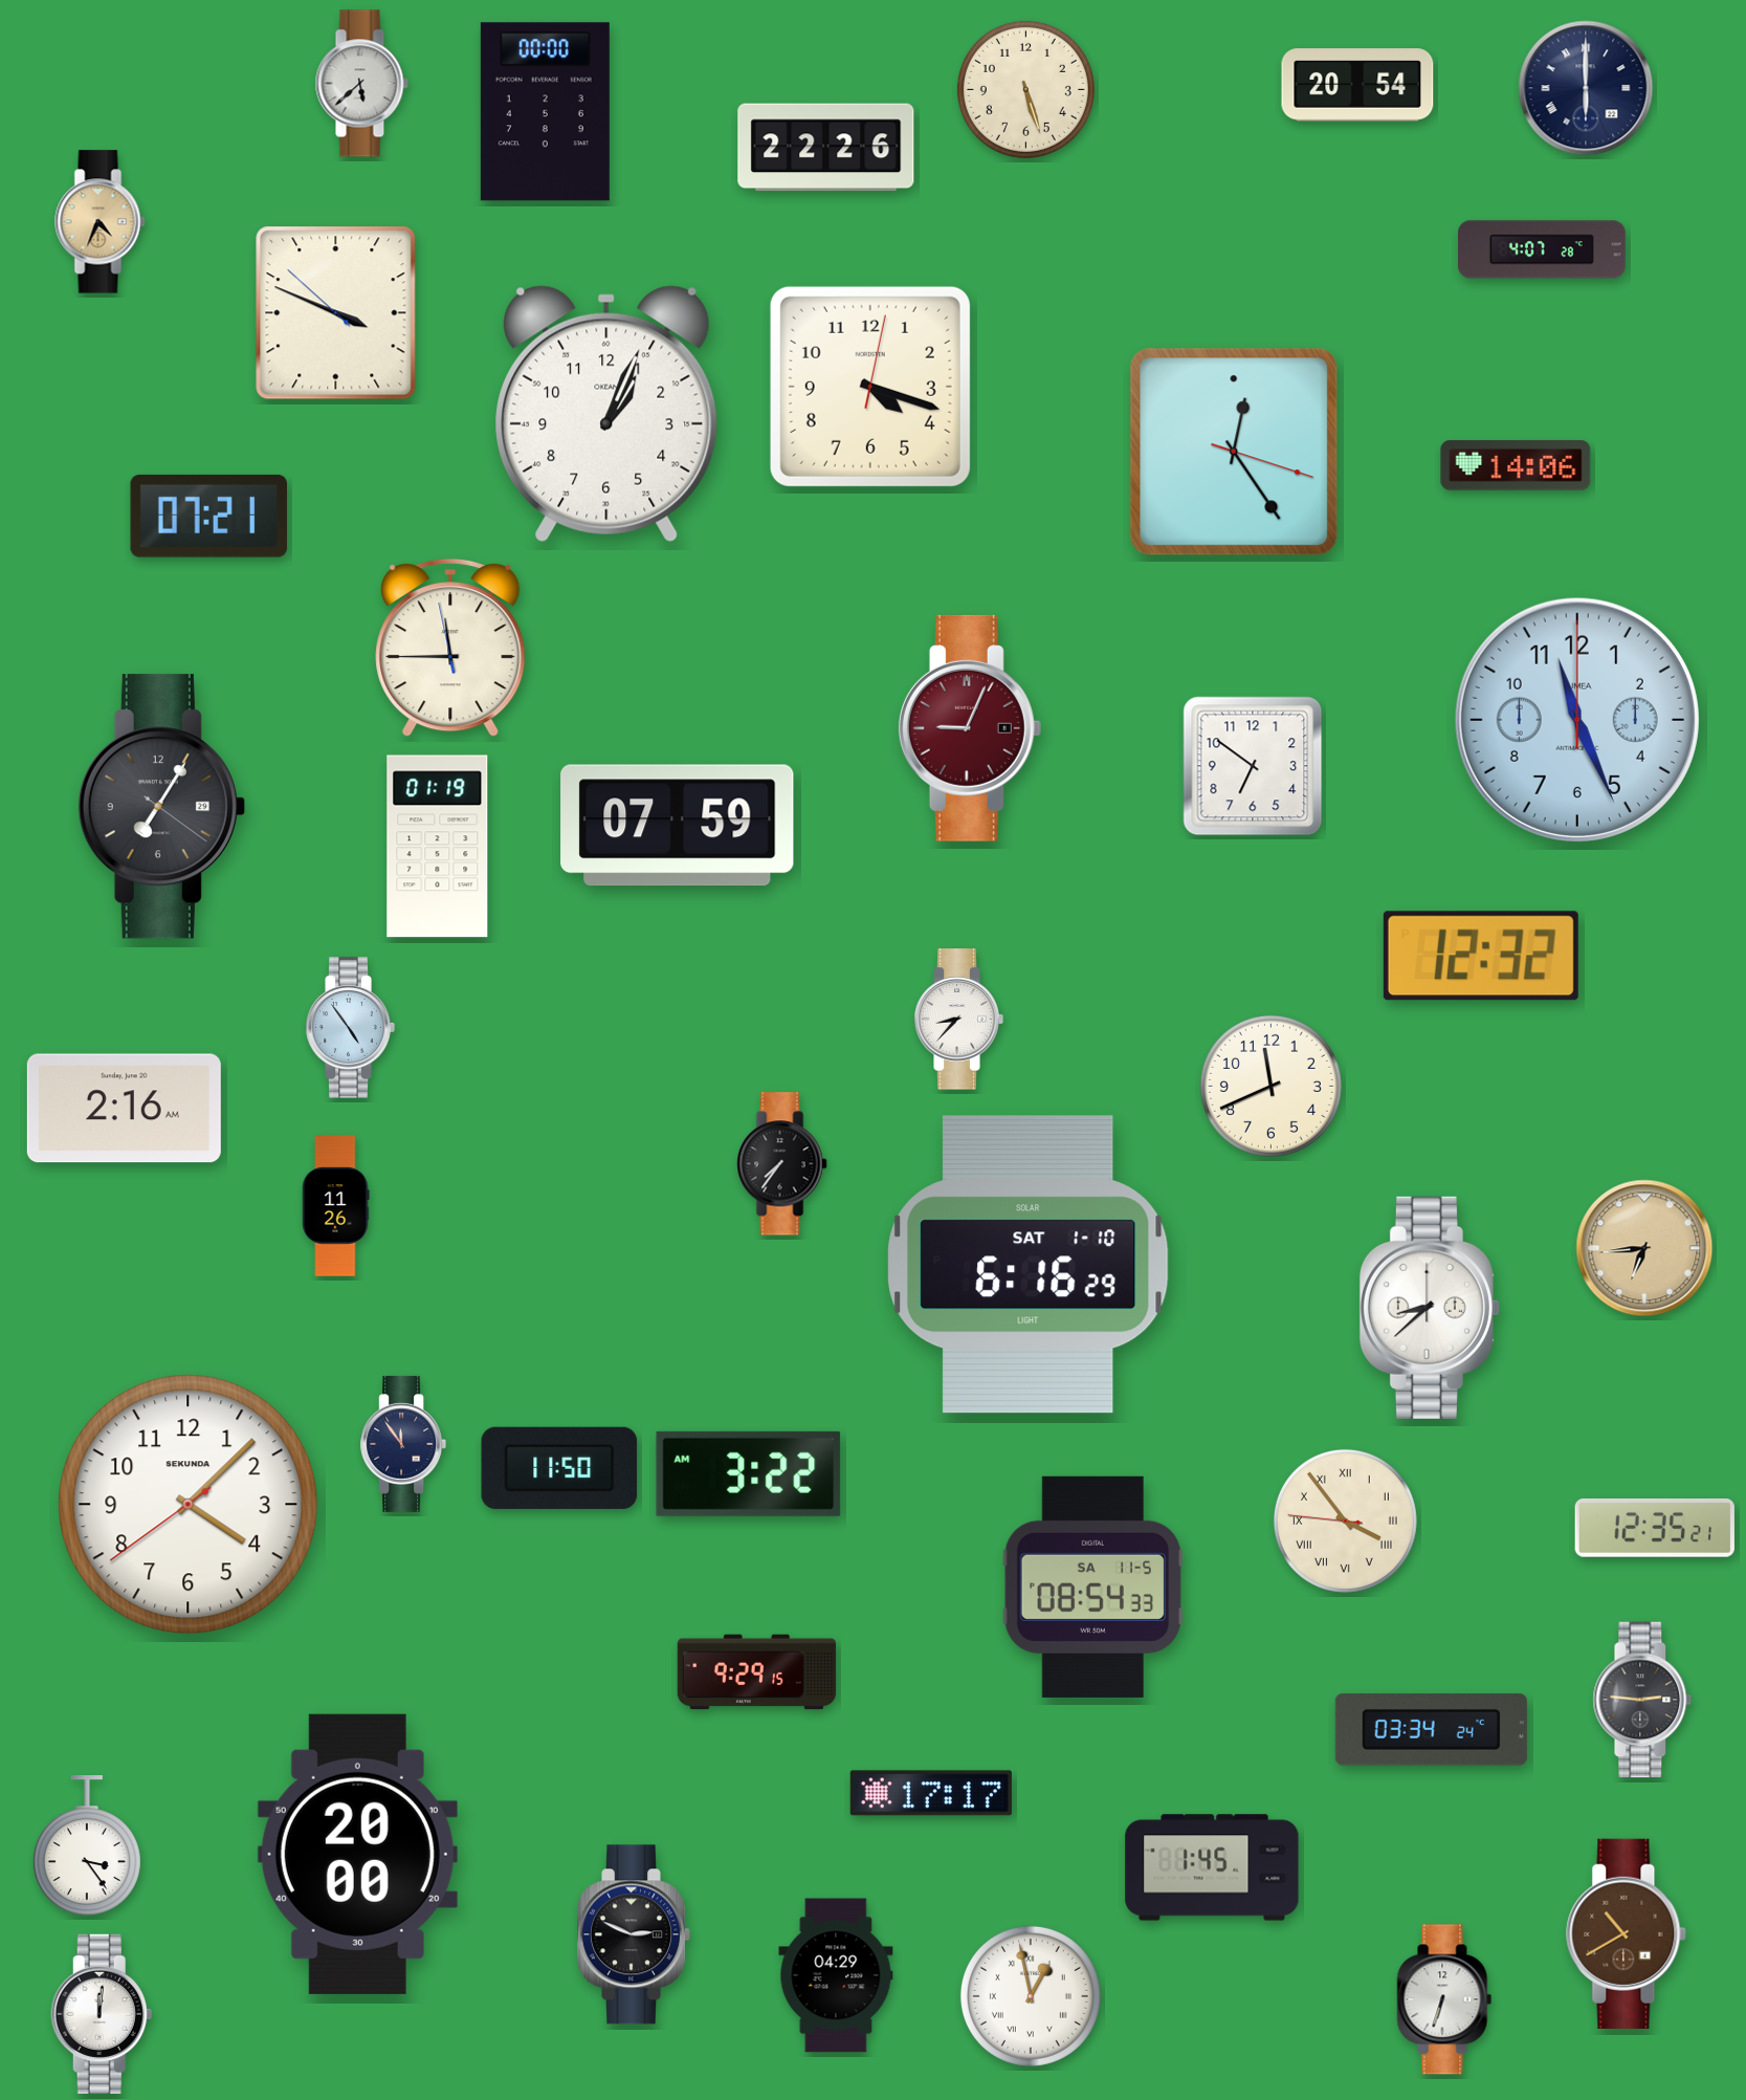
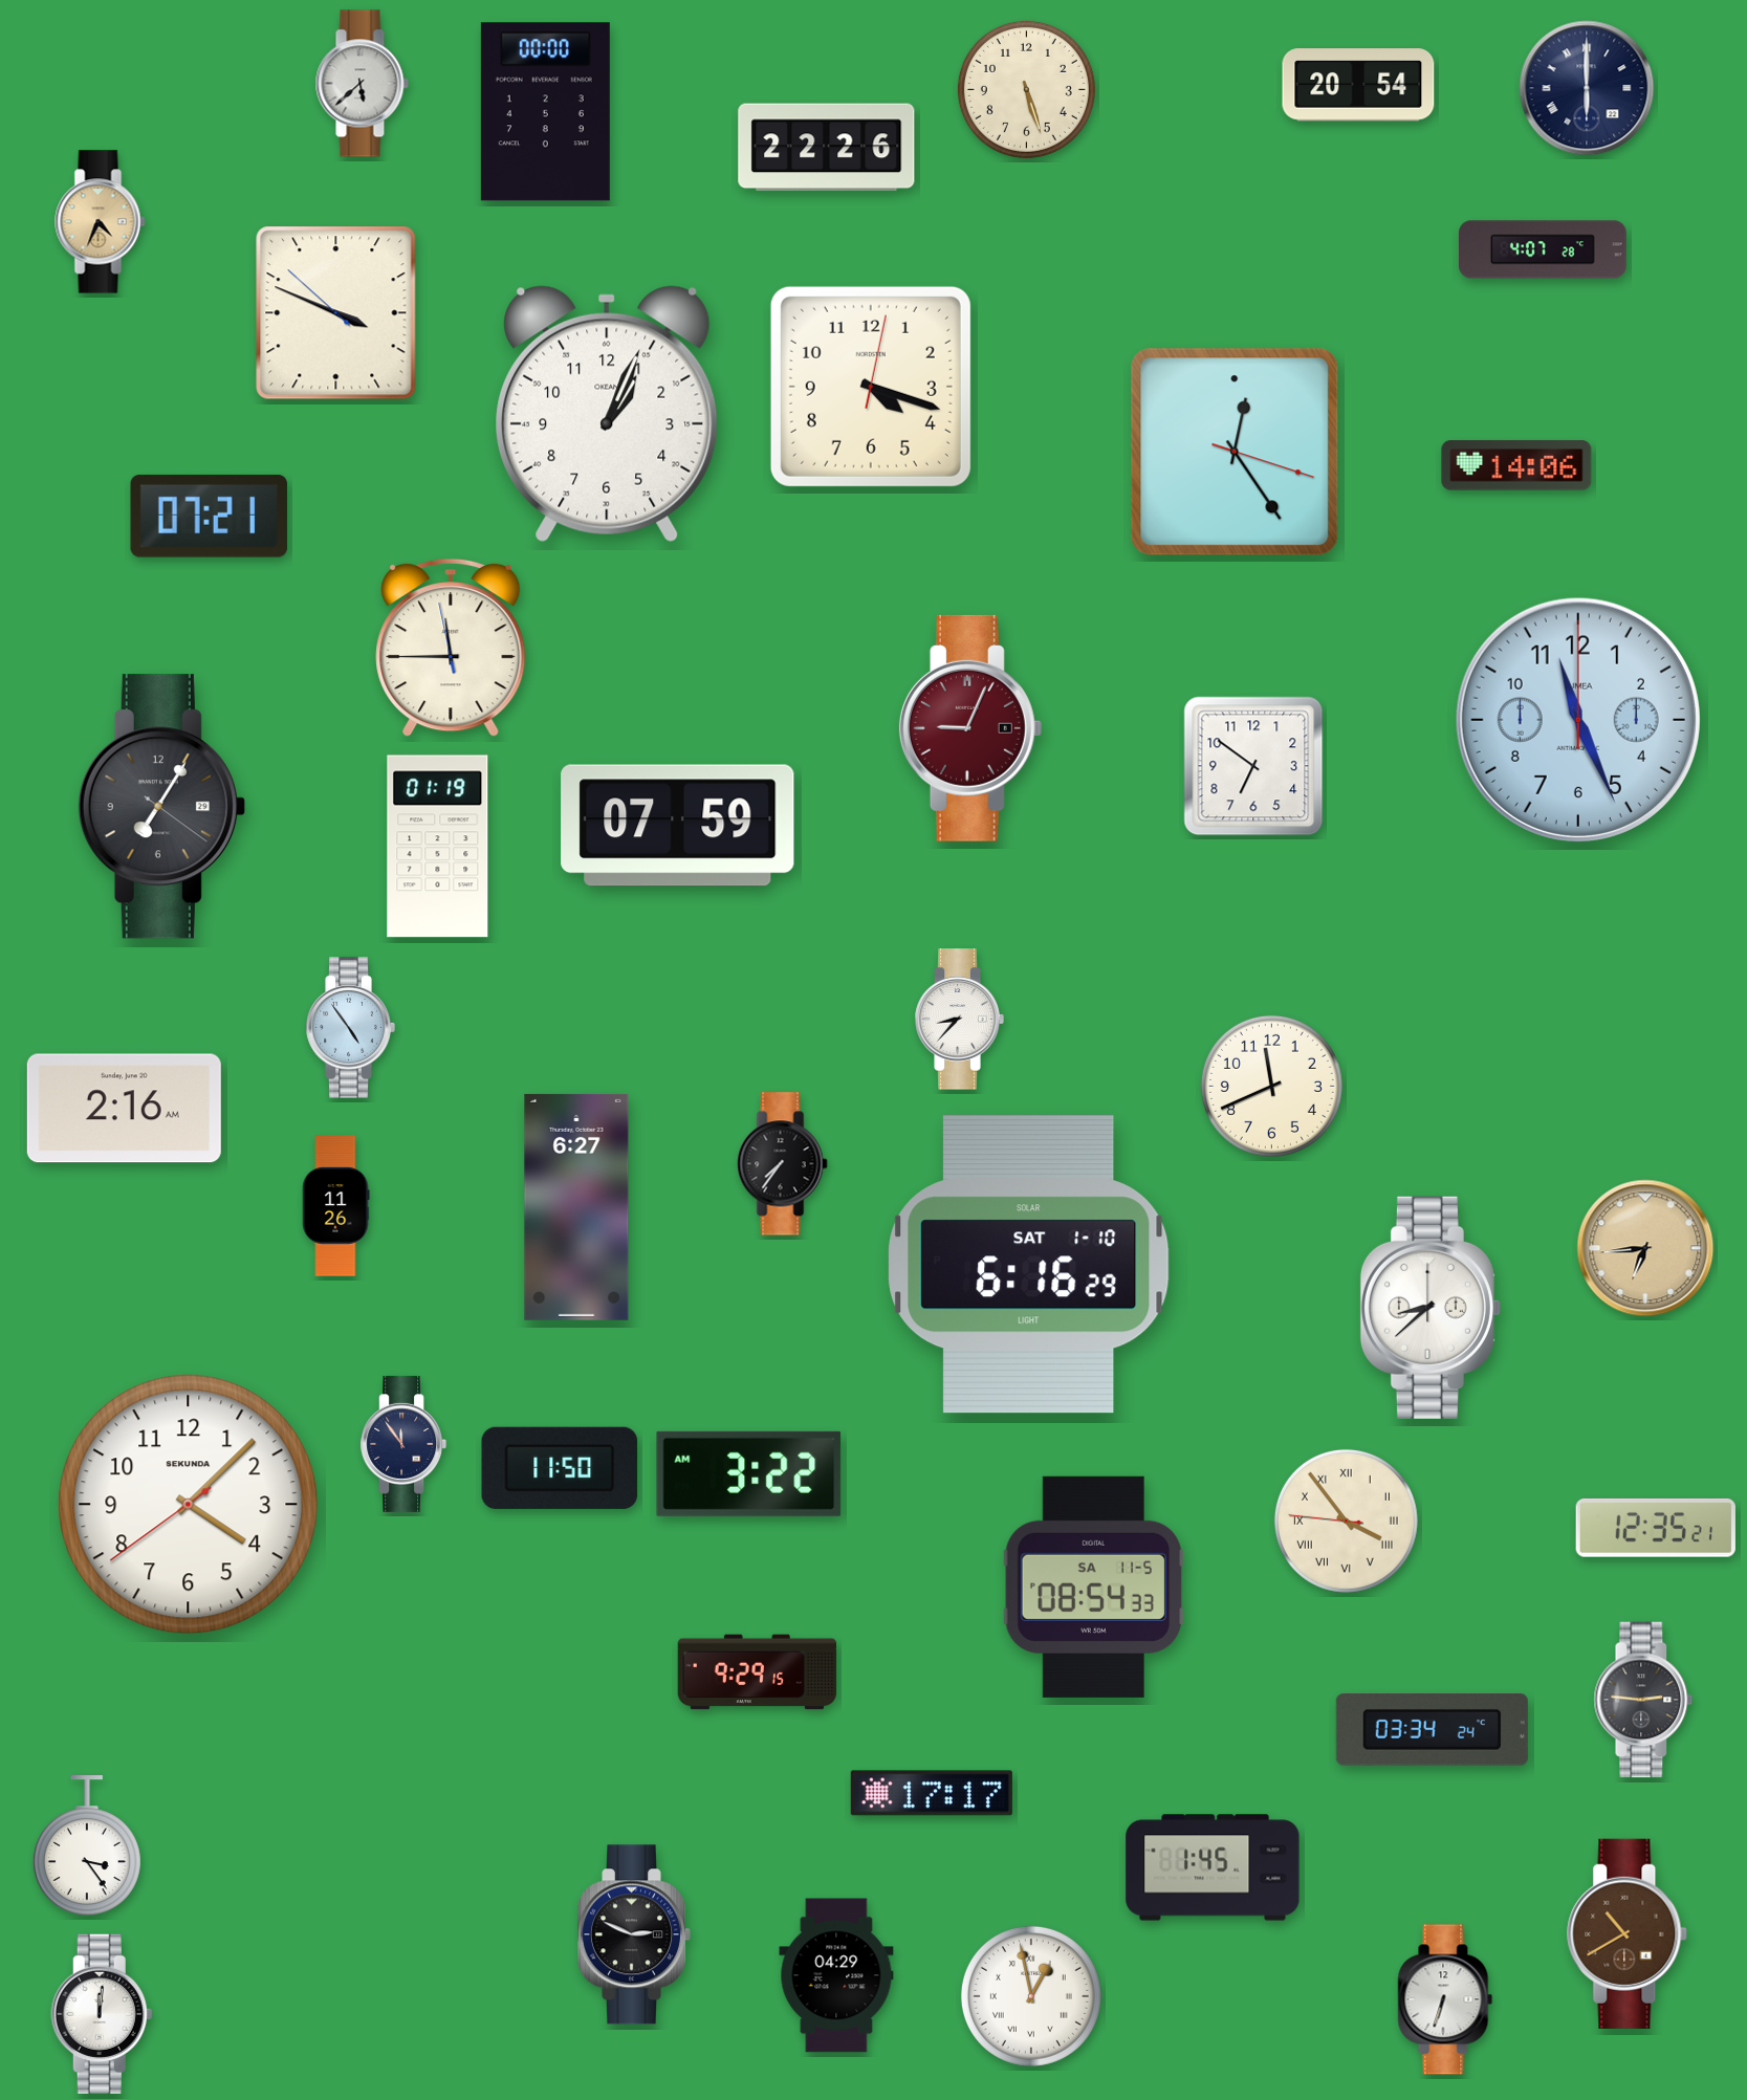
clock at (1481, 956): 12:32 -> none
clock at (576, 1207): none -> 6:27
clock at (357, 1854): 20:00 -> none
